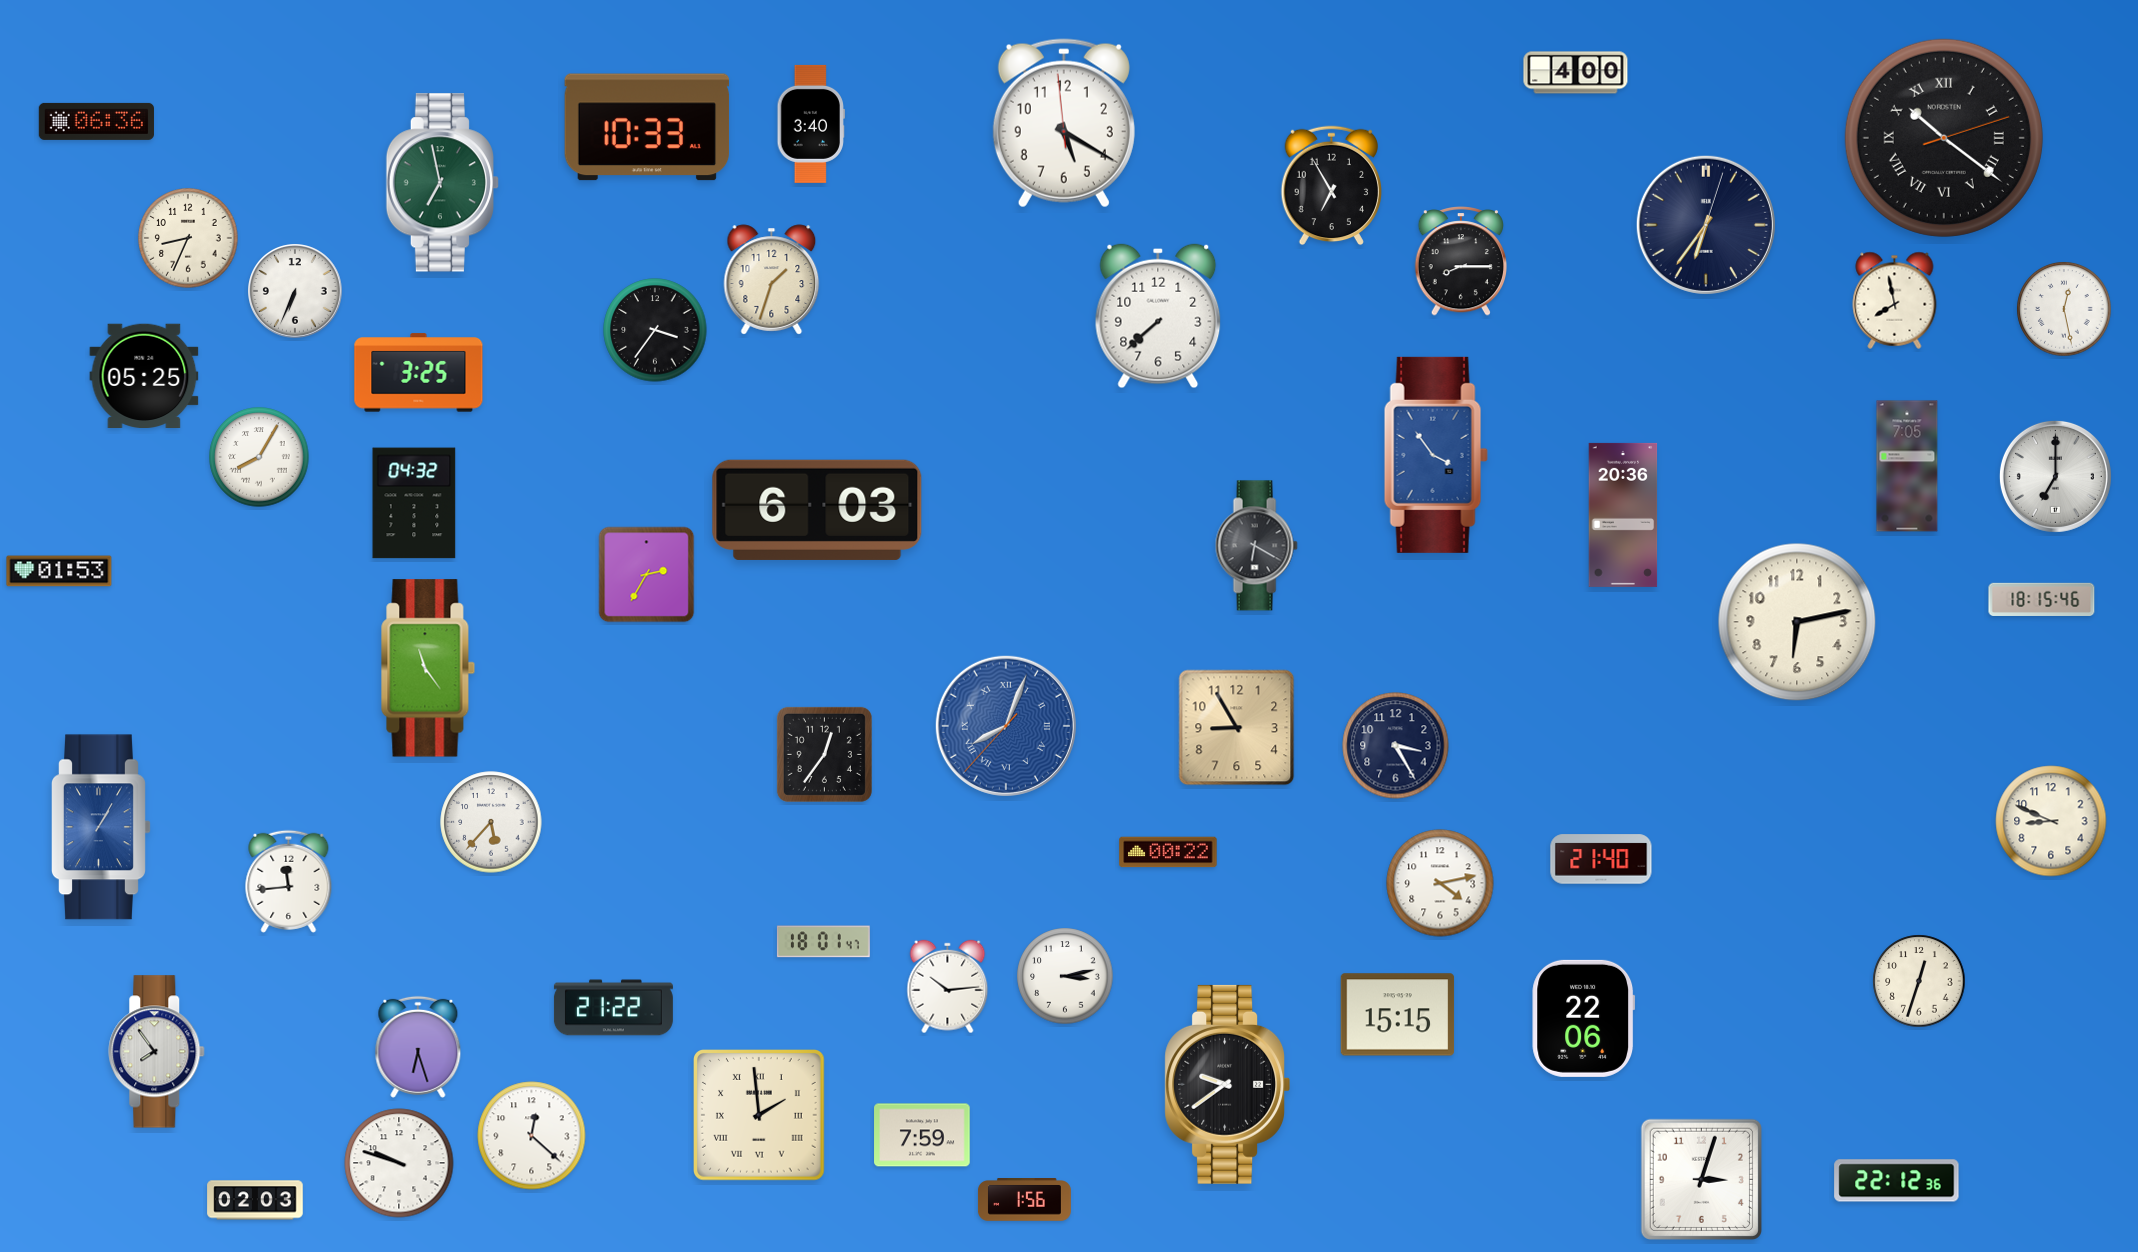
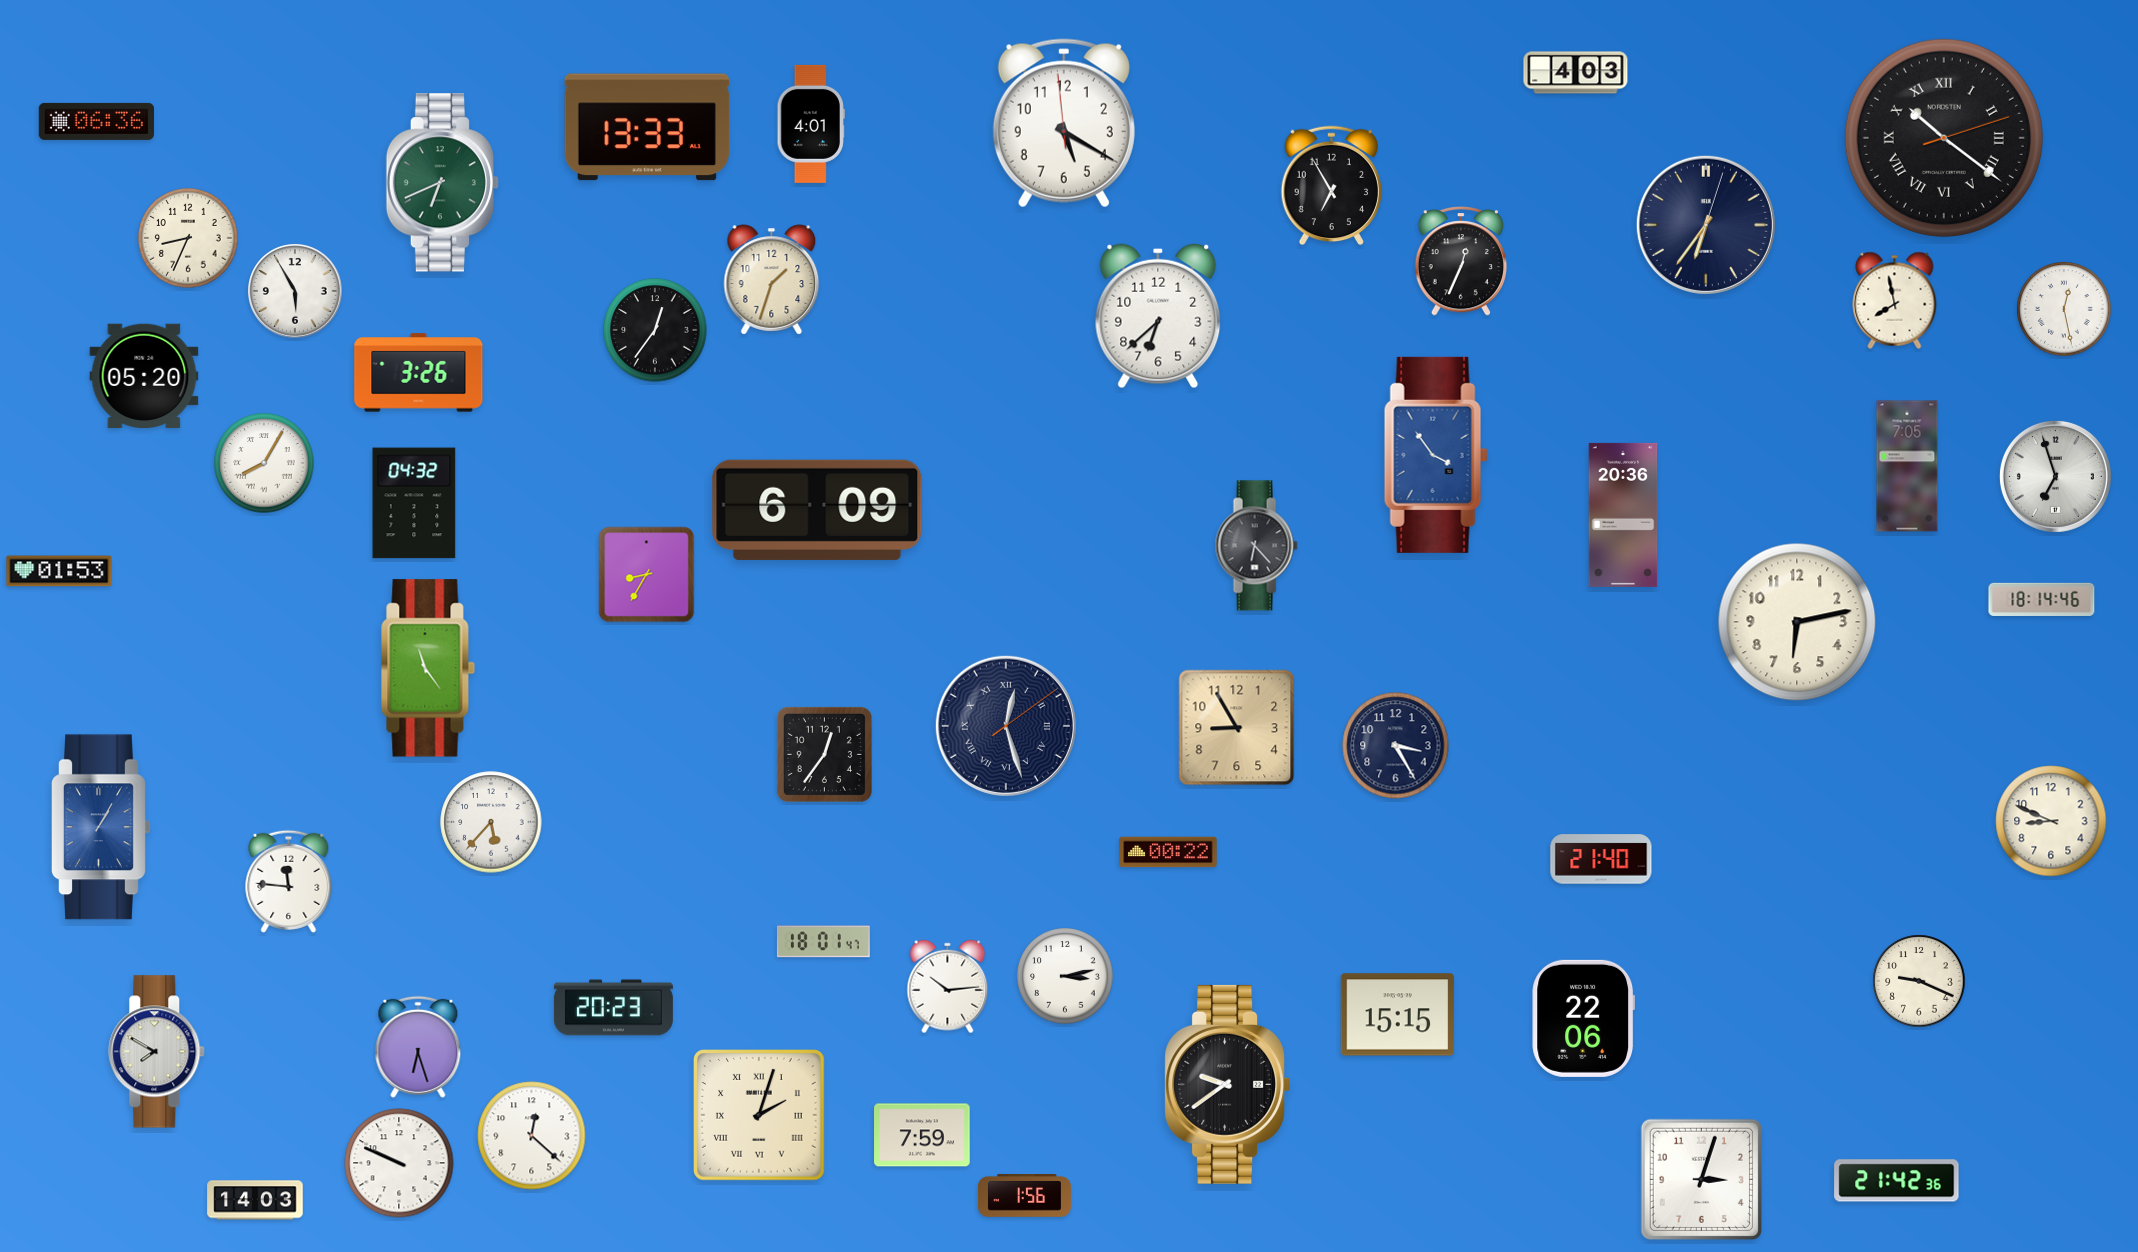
clock at (1576, 73): 4:00 -> 4:03
clock at (810, 124): 3:40 -> 4:01
clock at (647, 127): 10:33 -> 13:33
clock at (442, 183): 6:58 -> 6:41
clock at (1460, 262): 8:15 -> 12:34
clock at (296, 292): 6:34 -> 5:55
clock at (1158, 316): 7:38 -> 6:38
clock at (655, 330): 3:36 -> 12:36
clock at (419, 373): 3:25 -> 3:26
clock at (144, 375): 05:25 -> 05:20
clock at (259, 457) position: (259, 457) -> (264, 463)
clock at (2055, 476): 7:00 -> 6:57
clock at (817, 510): 6:03 -> 6:09
clock at (1256, 546): 6:20 -> 6:23
clock at (647, 575): 2:35 -> 8:35
clock at (2042, 599): 18:15 -> 18:14
clock at (1006, 726): 8:03 -> 12:27
clock at (1006, 726) dial: blue -> navy
clock at (289, 881): 11:44 -> 11:46
clock at (1440, 883): 4:13 -> none
clock at (1919, 981): 12:33 -> 9:19
clock at (613, 1008): 21:22 -> 20:23
clock at (157, 1052): 7:54 -> 7:50
clock at (760, 1116): 1:59 -> 2:03
clock at (399, 1163): 9:48 -> 9:49
clock at (1897, 1181): 22:12 -> 21:42
clock at (255, 1200): 02:03 -> 14:03
clock at (1024, 1200) position: (1024, 1200) -> (1024, 1196)
